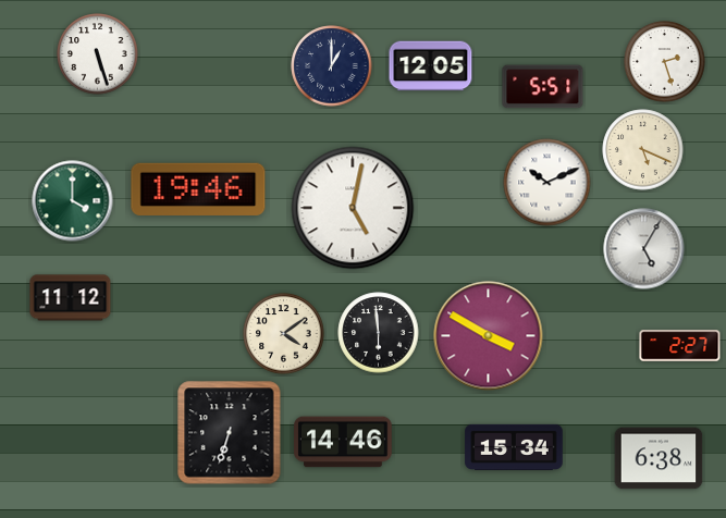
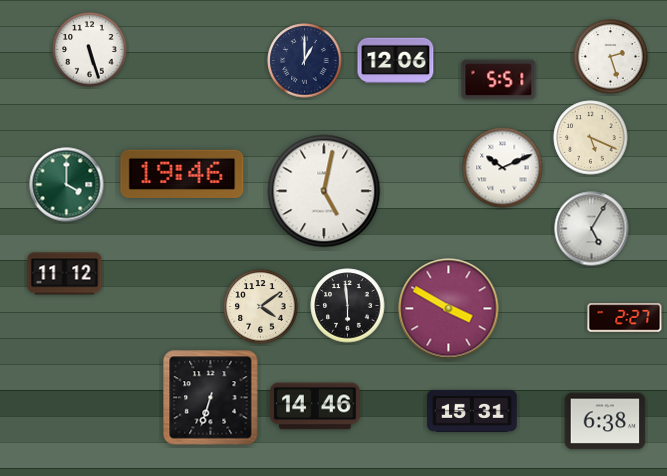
clock at (431, 66): 12:05 -> 12:06
clock at (514, 447): 15:34 -> 15:31
